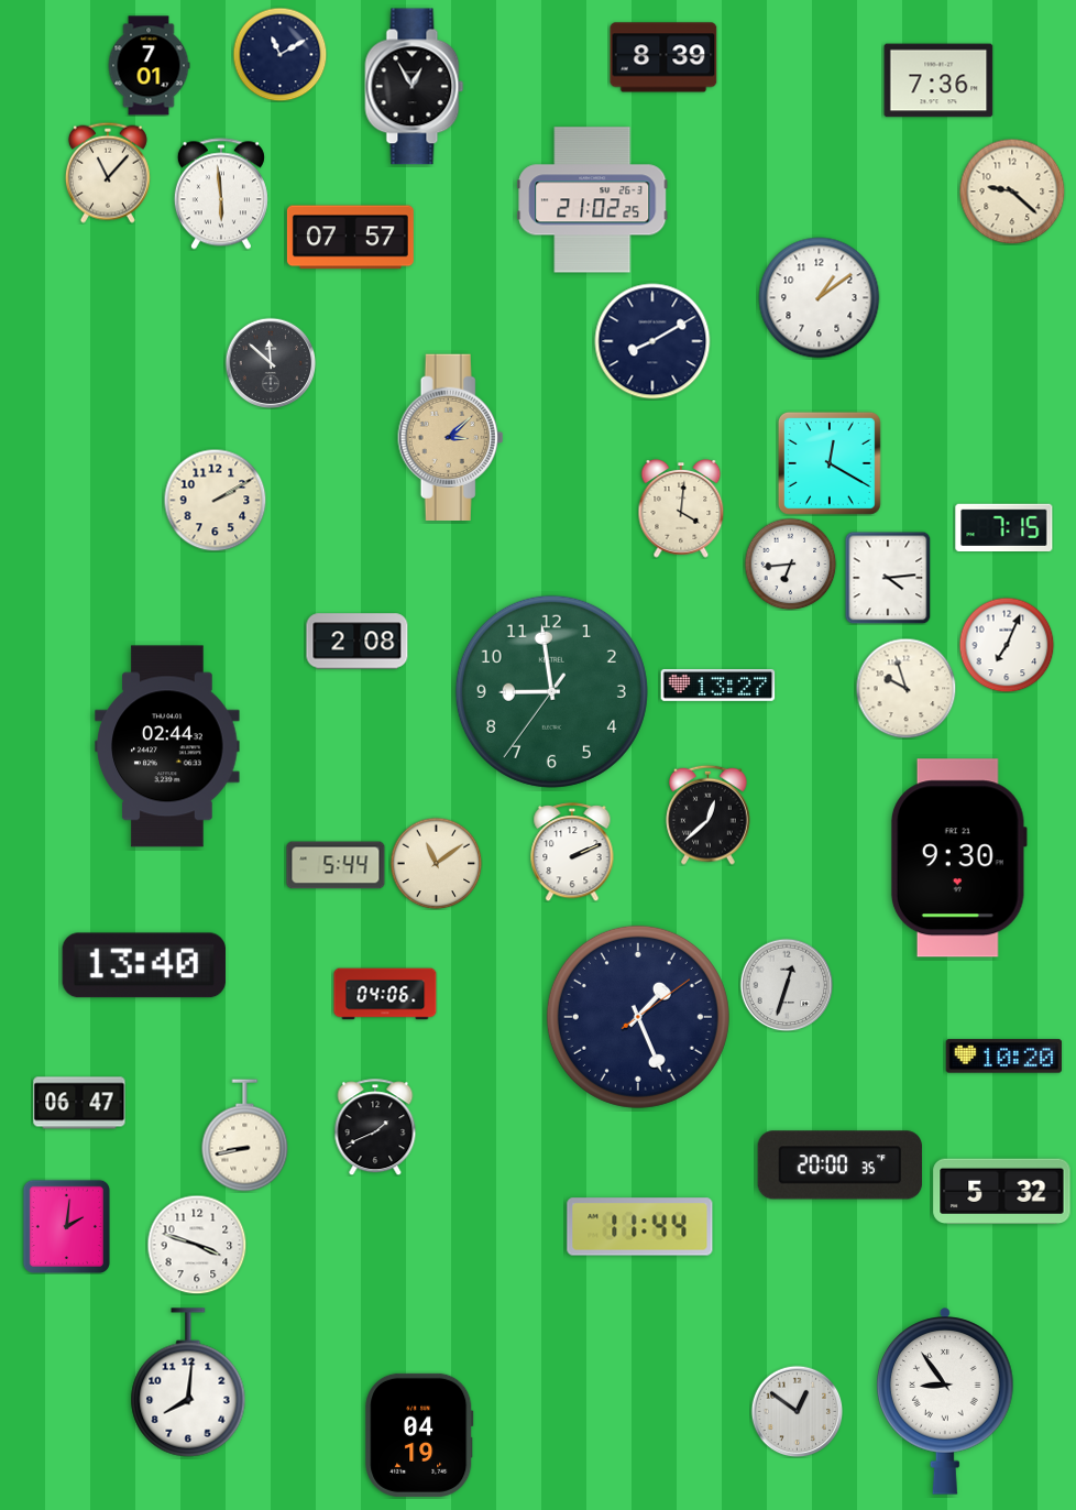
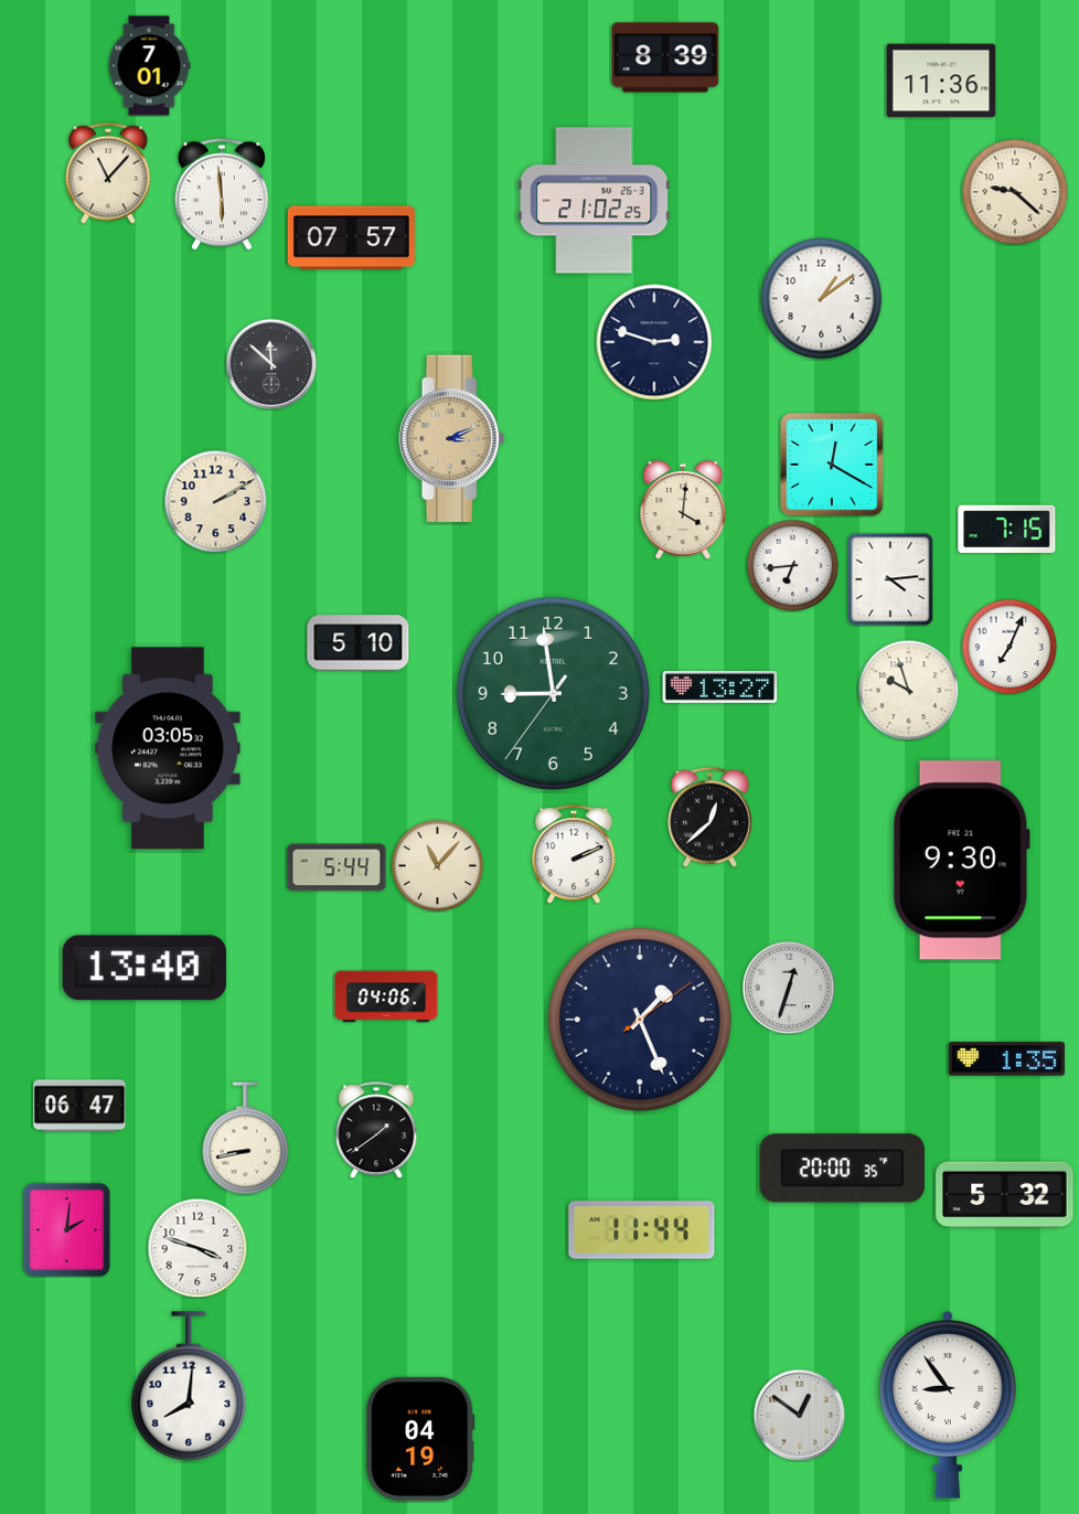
clock at (279, 54): 11:10 -> none
clock at (938, 80): 7:36 -> 11:36
clock at (415, 87): 12:55 -> none
clock at (652, 341): 8:10 -> 2:48
clock at (451, 437): 3:08 -> 3:11
clock at (358, 642): 2:08 -> 5:10
clock at (167, 746): 02:44 -> 03:05
clock at (436, 863): 11:09 -> 11:07
clock at (1004, 1057): 10:20 -> 1:35
clock at (375, 1127): 1:41 -> 1:39
